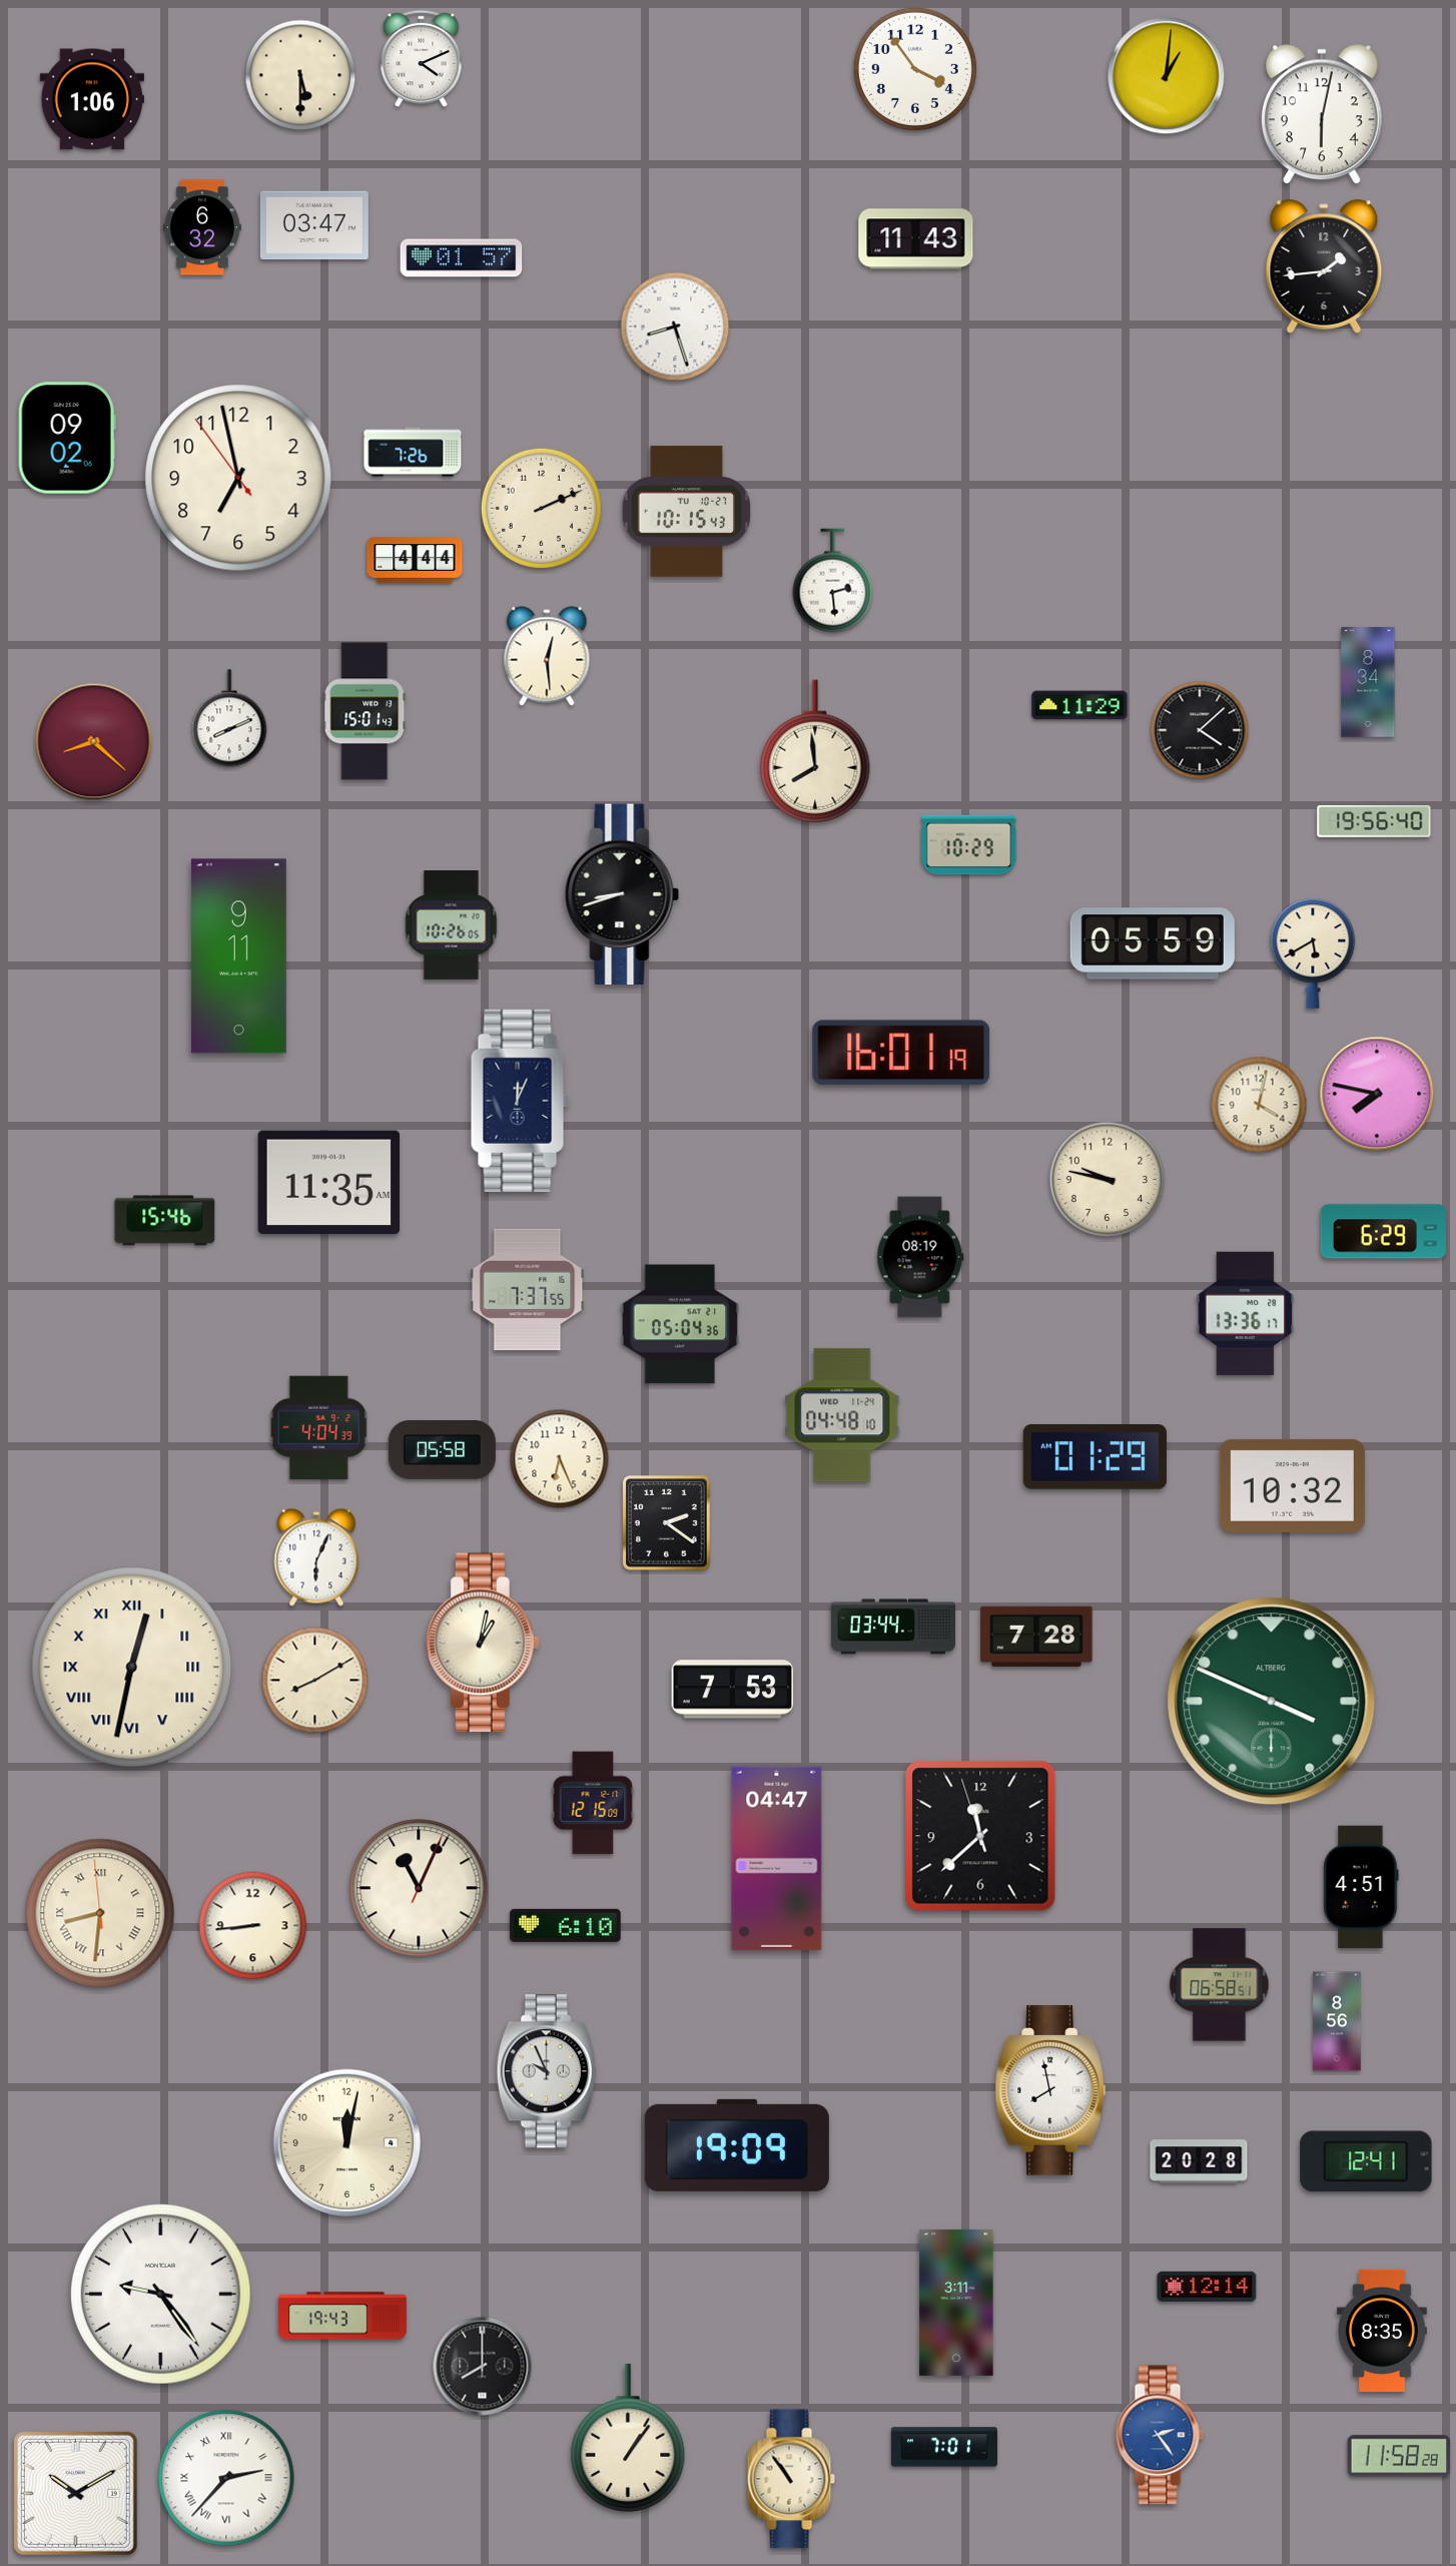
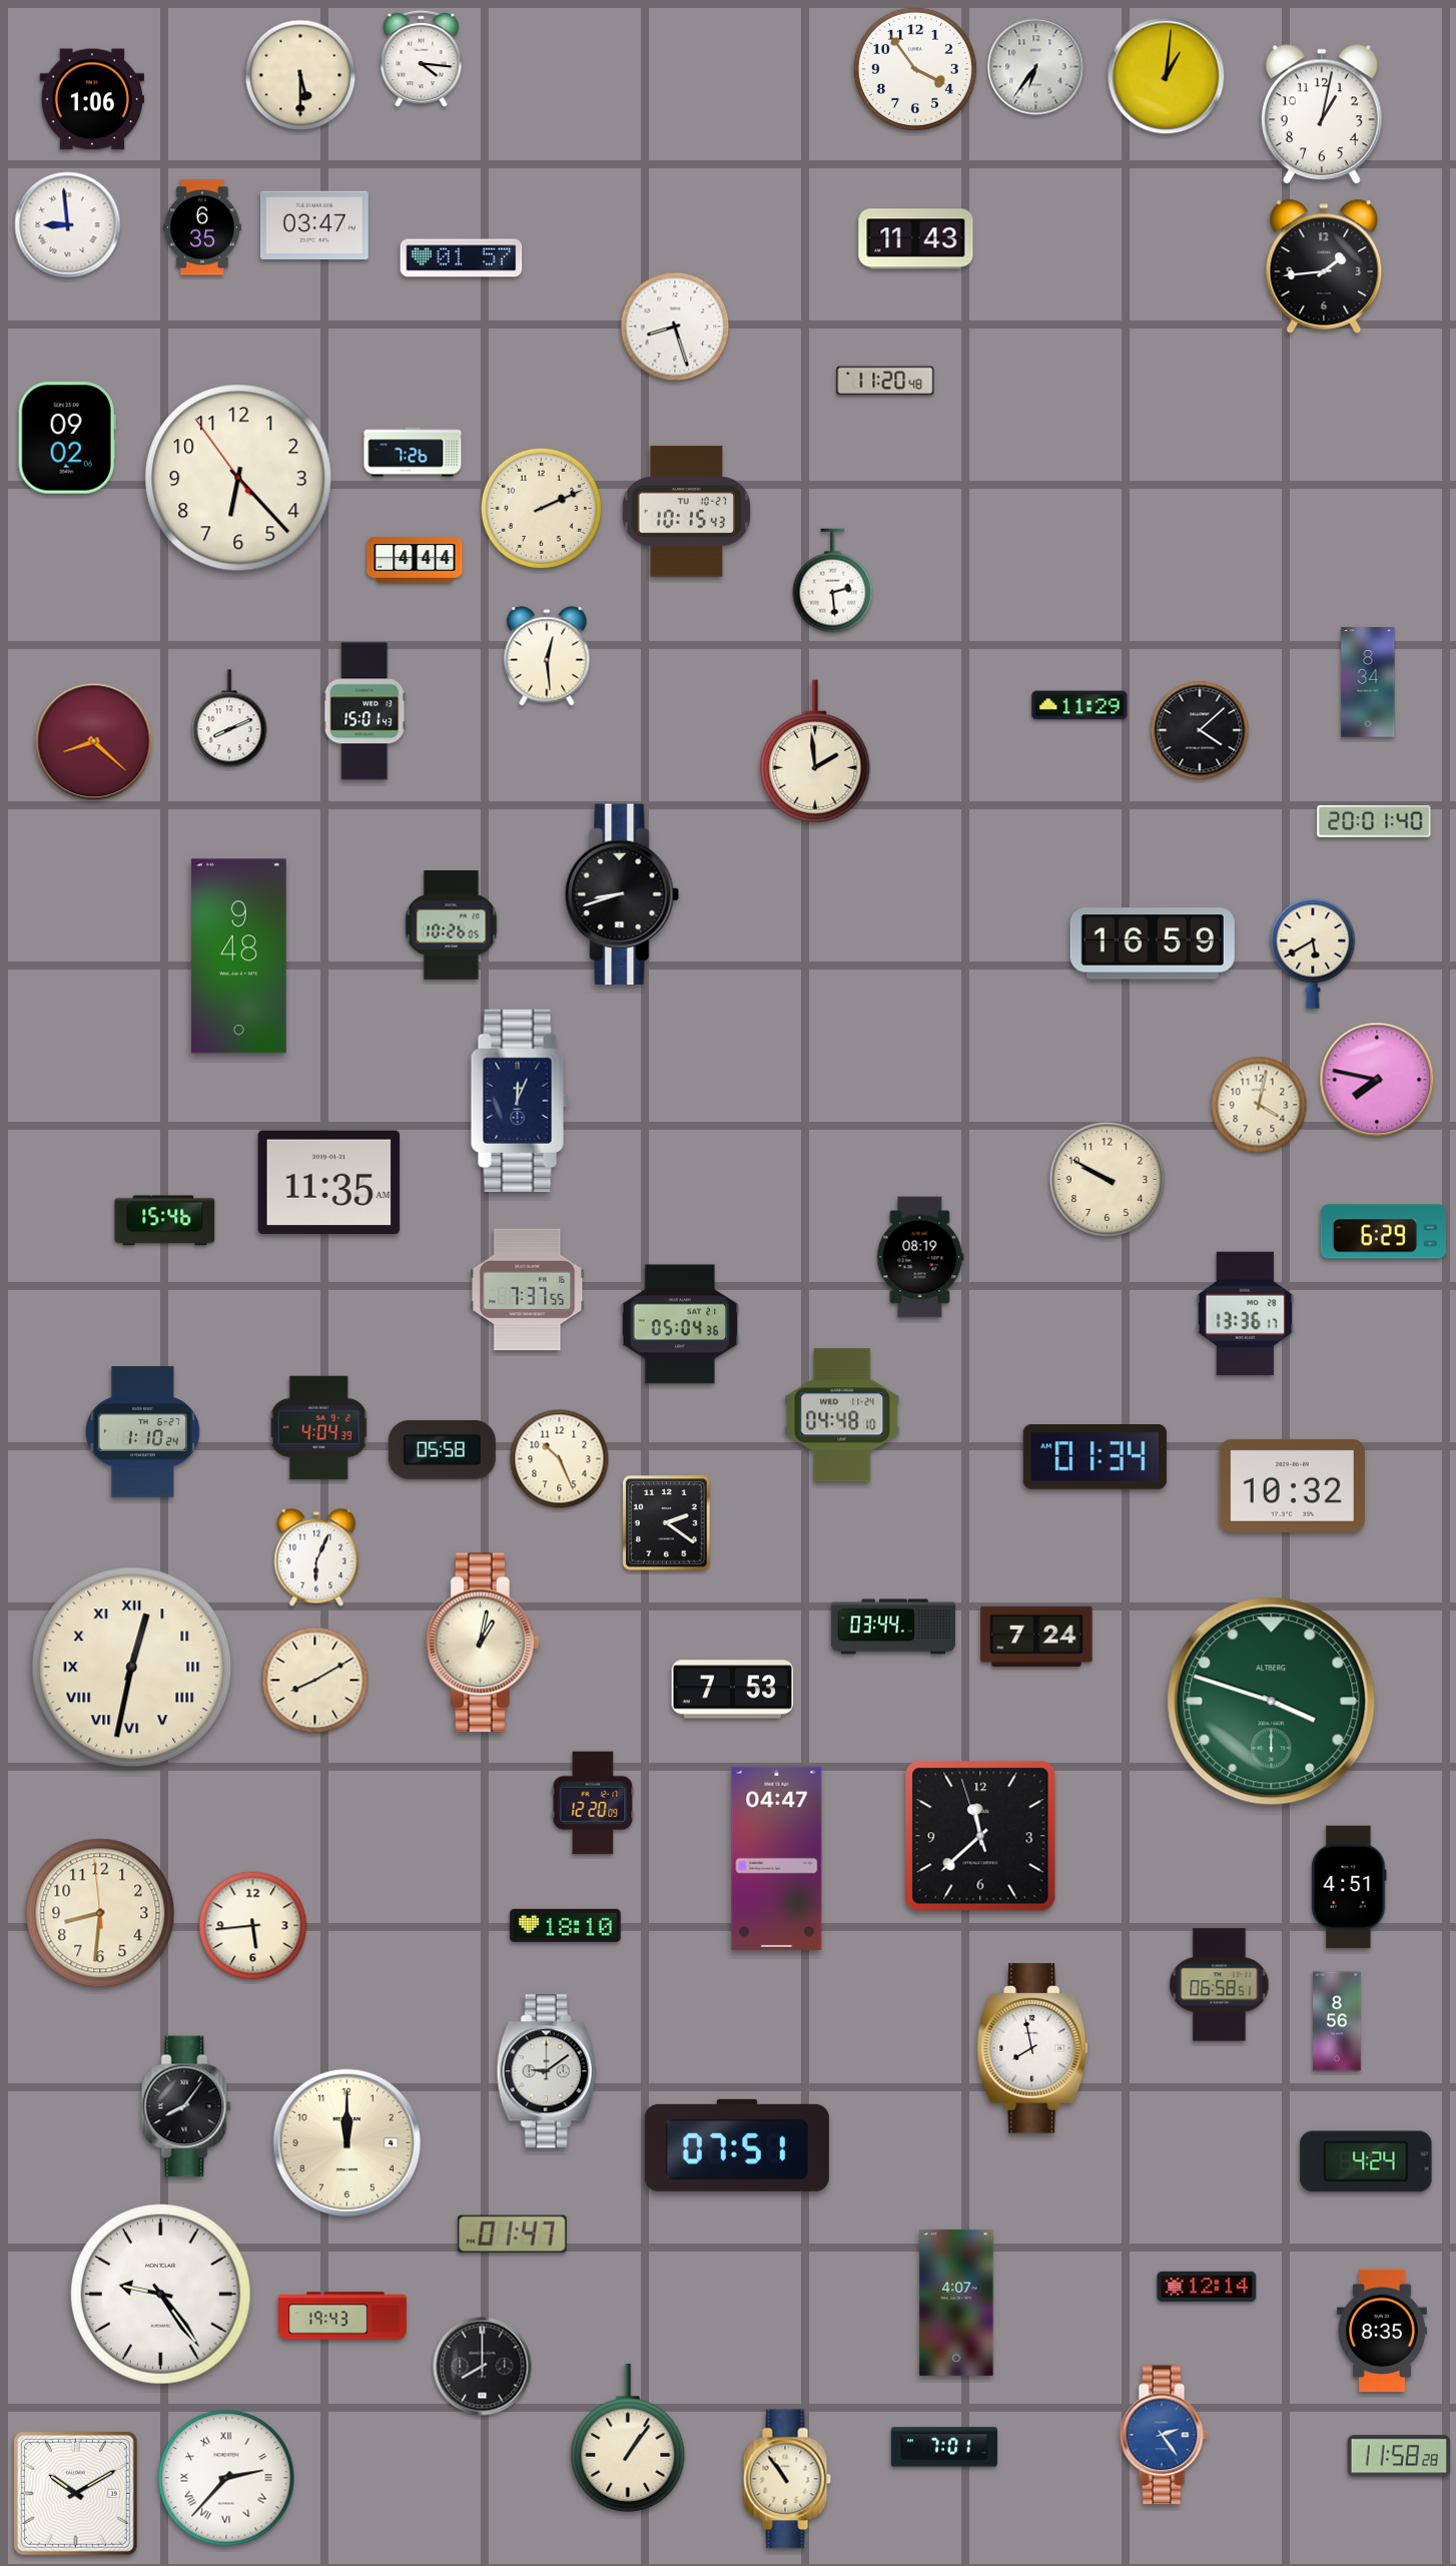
clock at (422, 59): 4:11 -> 4:16
clock at (1036, 67): none -> 6:36
clock at (1322, 115): 6:02 -> 1:02
clock at (68, 225): none -> 8:59
clock at (202, 227): 6:32 -> 6:35
clock at (885, 381): none -> 11:20
clock at (238, 478): 6:57 -> 6:22
clock at (815, 751): 7:59 -> 1:59
clock at (1374, 821): 19:56 -> 20:01
clock at (969, 845): 10:29 -> none
clock at (1153, 943): 05:59 -> 16:59
clock at (238, 956): 9:11 -> 9:48
clock at (901, 1053): 16:01 -> none
clock at (1377, 1094) position: (1377, 1094) -> (1377, 1080)
clock at (1108, 1180): 9:47 -> 9:50
clock at (142, 1432): none -> 1:10
clock at (1095, 1457): 01:29 -> 01:34
clock at (560, 1459): 6:26 -> 10:26
clock at (1036, 1636): 7:28 -> 7:24
clock at (1272, 1702): 3:49 -> 3:48
clock at (593, 1803): 12:15 -> 12:20
clock at (1361, 1887) position: (1361, 1887) -> (1349, 1887)
clock at (419, 1888): 11:04 -> none
clock at (100, 1913) numerals: Roman -> Arabic
clock at (566, 1925): 6:10 -> 18:10
clock at (253, 1926): 8:44 -> 5:44
clock at (547, 2071): 9:56 -> 9:09
clock at (1049, 2090) position: (1049, 2090) -> (1031, 2048)
clock at (186, 2106): none -> 8:06
clock at (346, 2142): 12:02 -> 12:00
clock at (737, 2145): 19:09 -> 07:51
clock at (1199, 2161): 20:28 -> none
clock at (1366, 2161): 12:41 -> 4:24
clock at (512, 2233): none -> 01:47
clock at (956, 2303): 3:11 -> 4:07
clock at (1160, 2435) position: (1160, 2435) -> (1164, 2435)
clock at (791, 2479) position: (791, 2479) -> (787, 2479)
